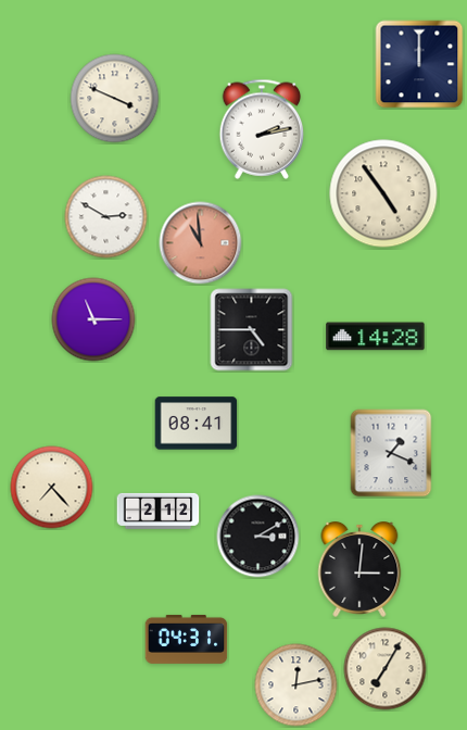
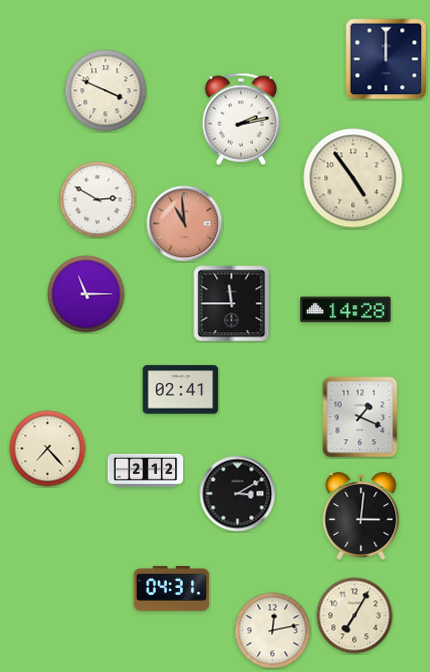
clock at (252, 330): 4:45 -> 11:45
clock at (197, 424): 08:41 -> 02:41
clock at (359, 570) position: (359, 570) -> (361, 517)
